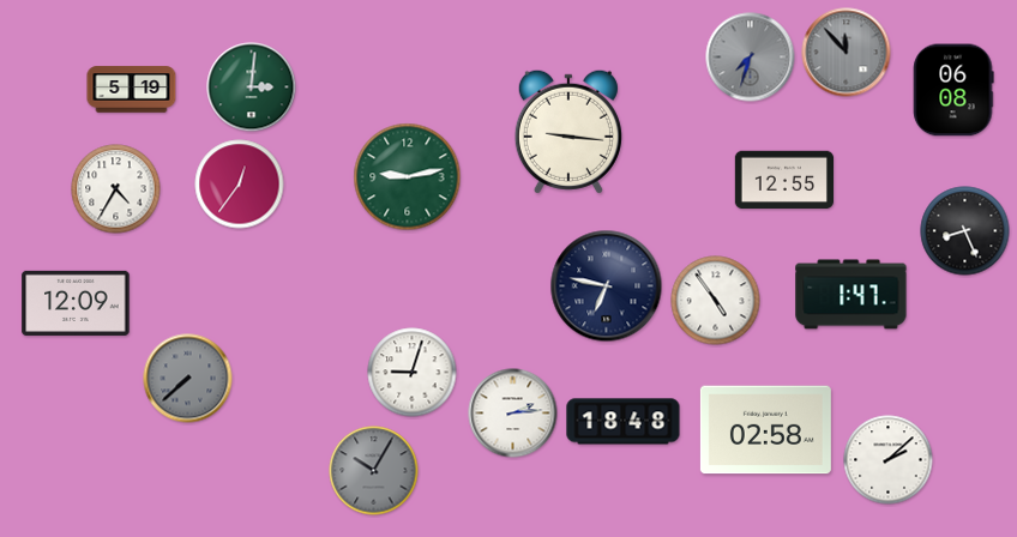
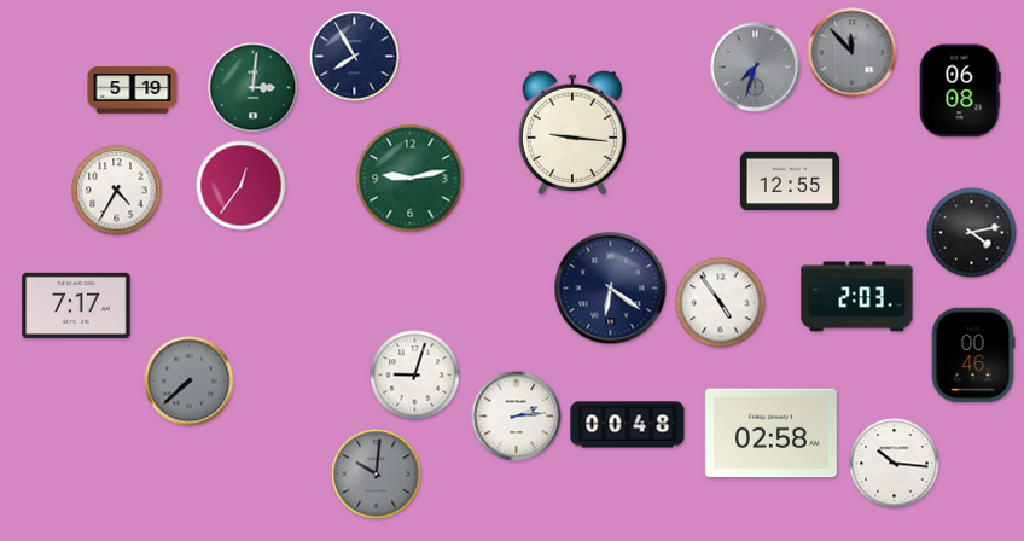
clock at (355, 57): none -> 7:55
clock at (751, 58) position: (751, 58) -> (756, 68)
clock at (965, 231): 8:26 -> 4:13
clock at (607, 286): 6:47 -> 6:21
clock at (851, 295): 1:47 -> 2:03
clock at (76, 303): 12:09 -> 7:17
clock at (973, 355): none -> 00:46
clock at (624, 422): 18:48 -> 00:48
clock at (889, 460): 2:08 -> 10:16
clock at (374, 471): 10:05 -> 10:01
